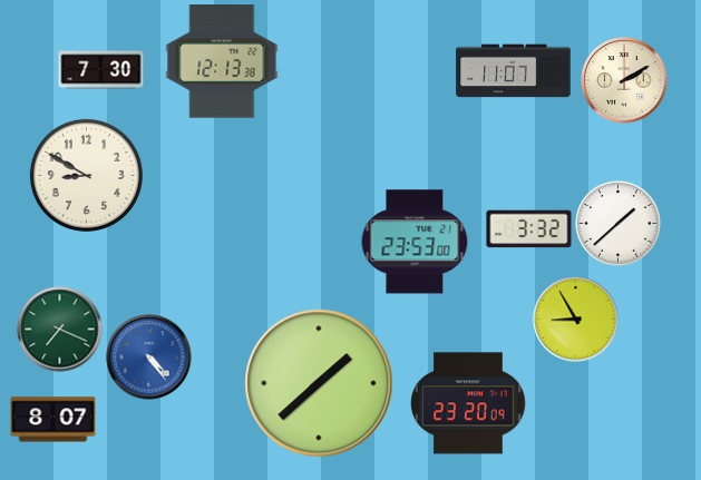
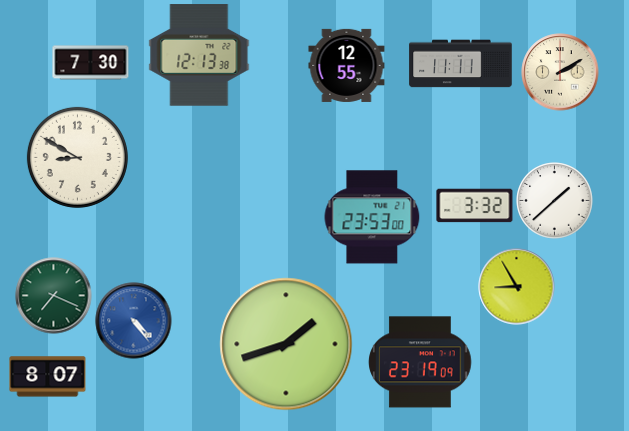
clock at (514, 71): 11:07 -> 11:11
clock at (347, 65): none -> 12:55
clock at (319, 383): 1:38 -> 1:42
clock at (468, 403): 23:20 -> 23:19
